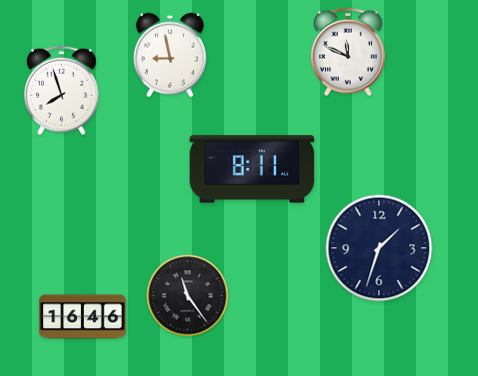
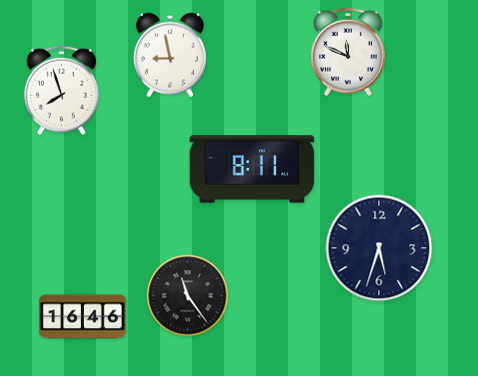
clock at (379, 248): 1:33 -> 5:33
